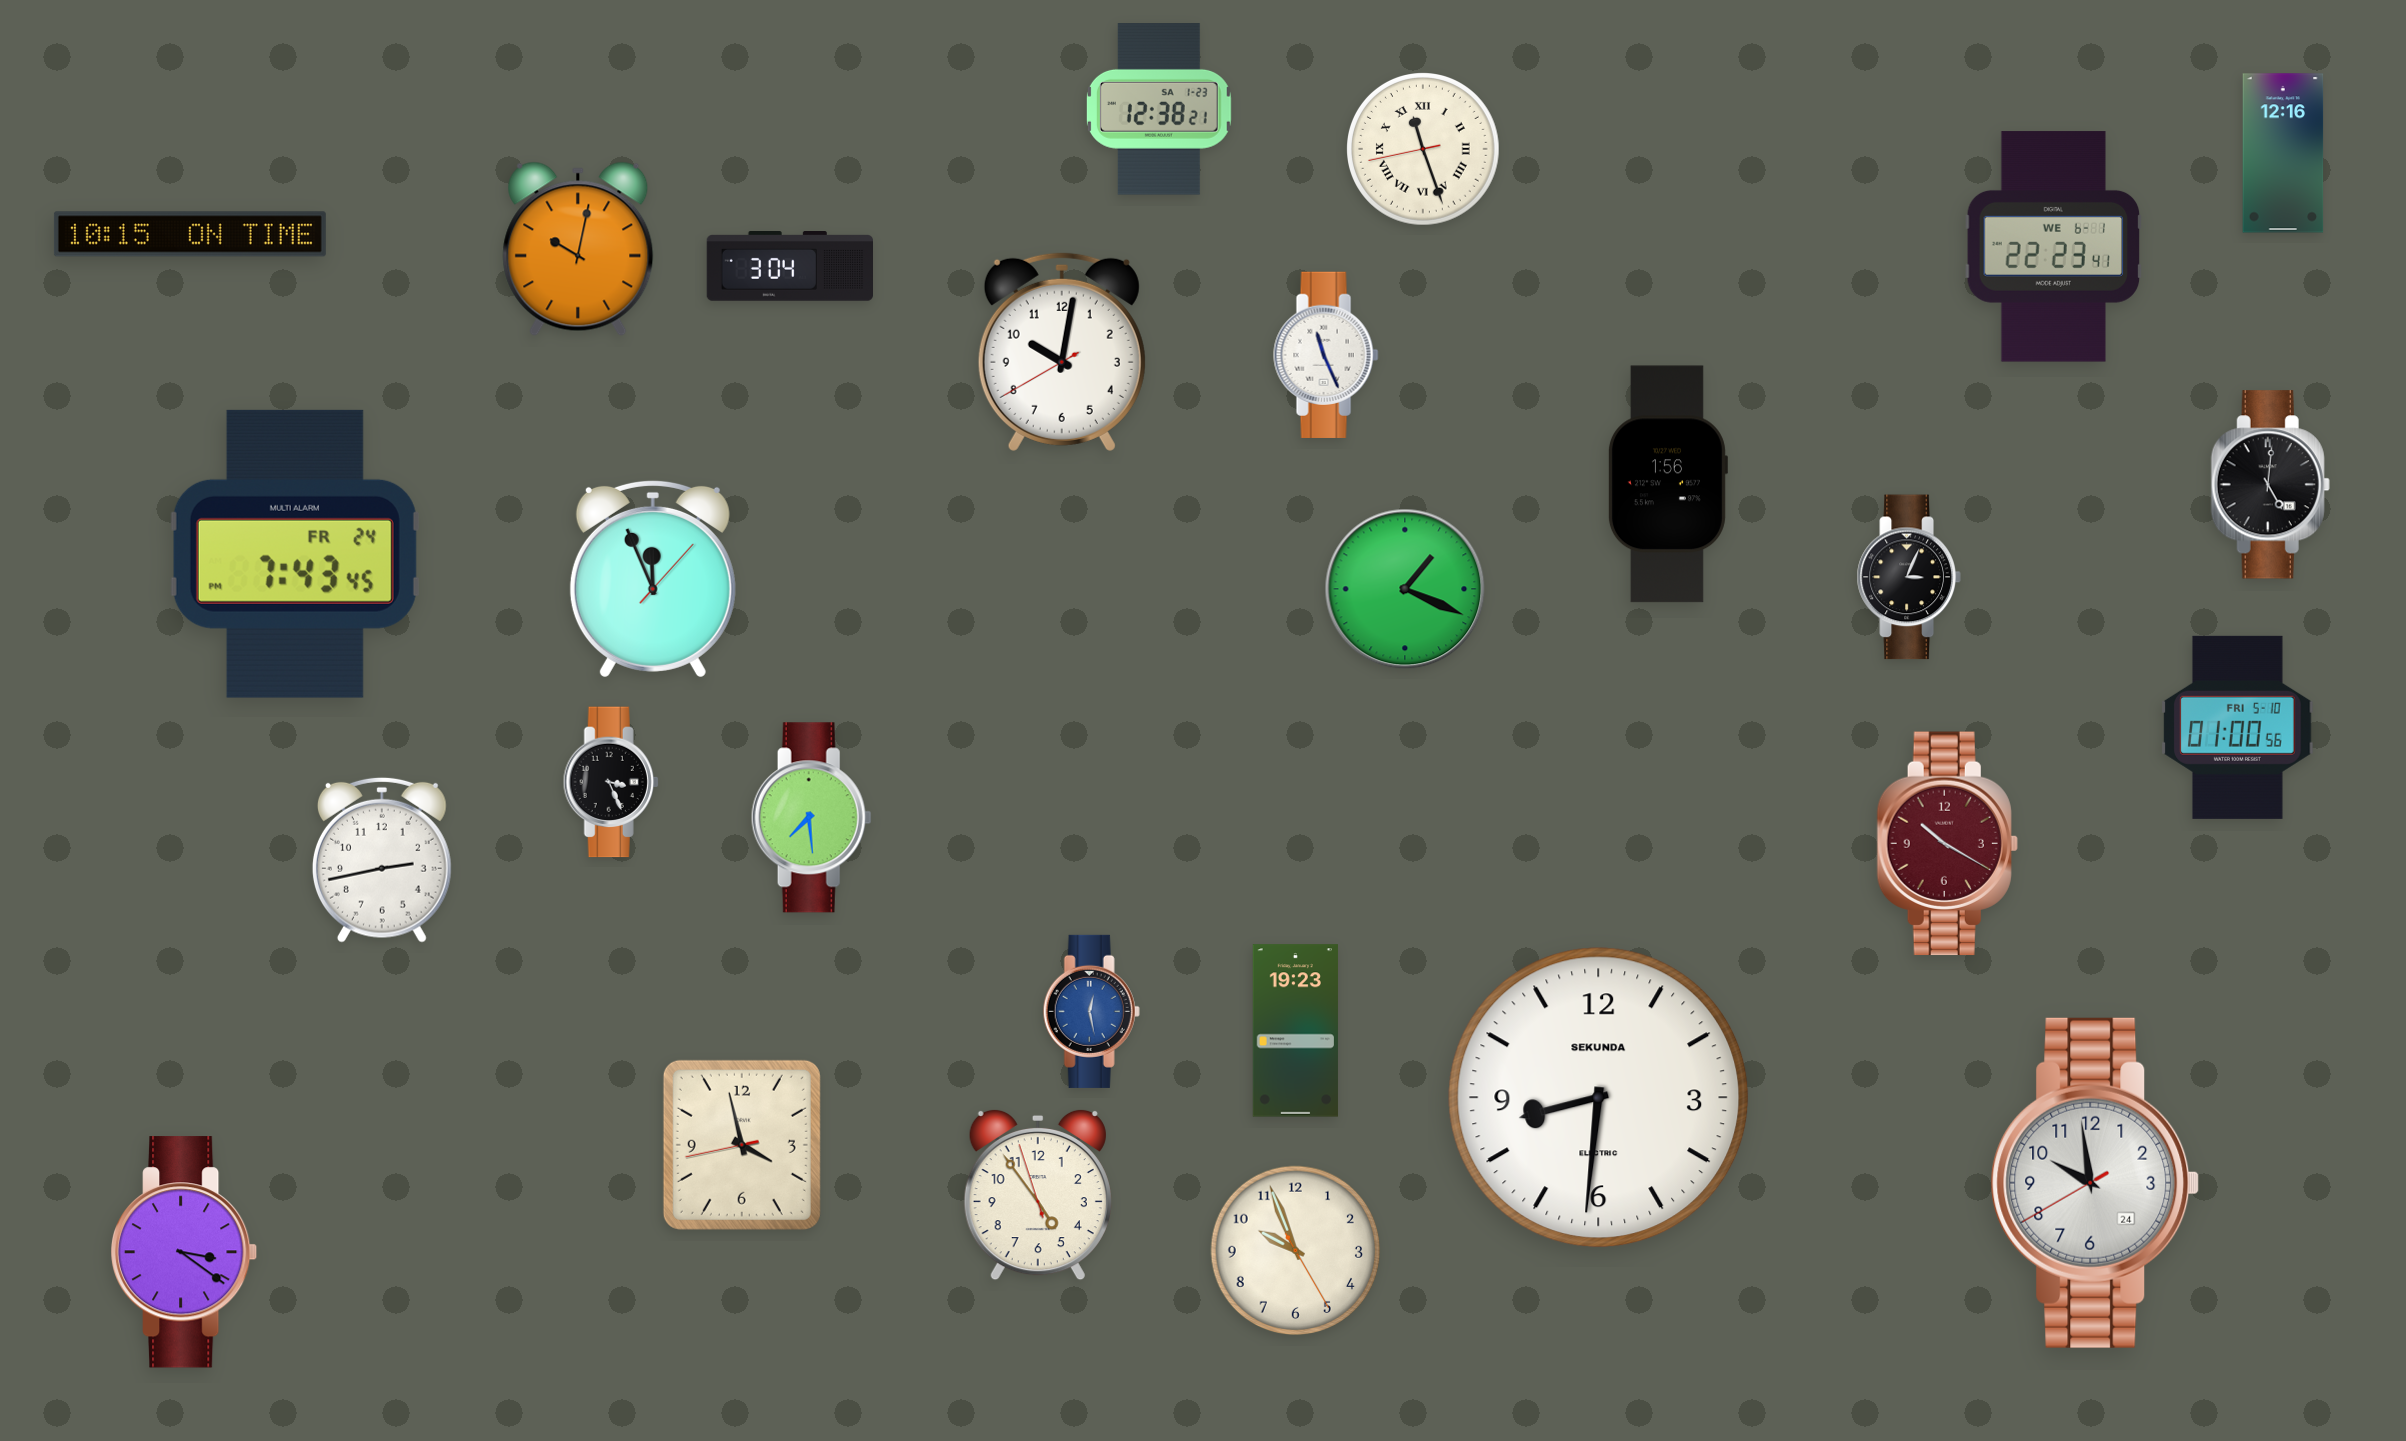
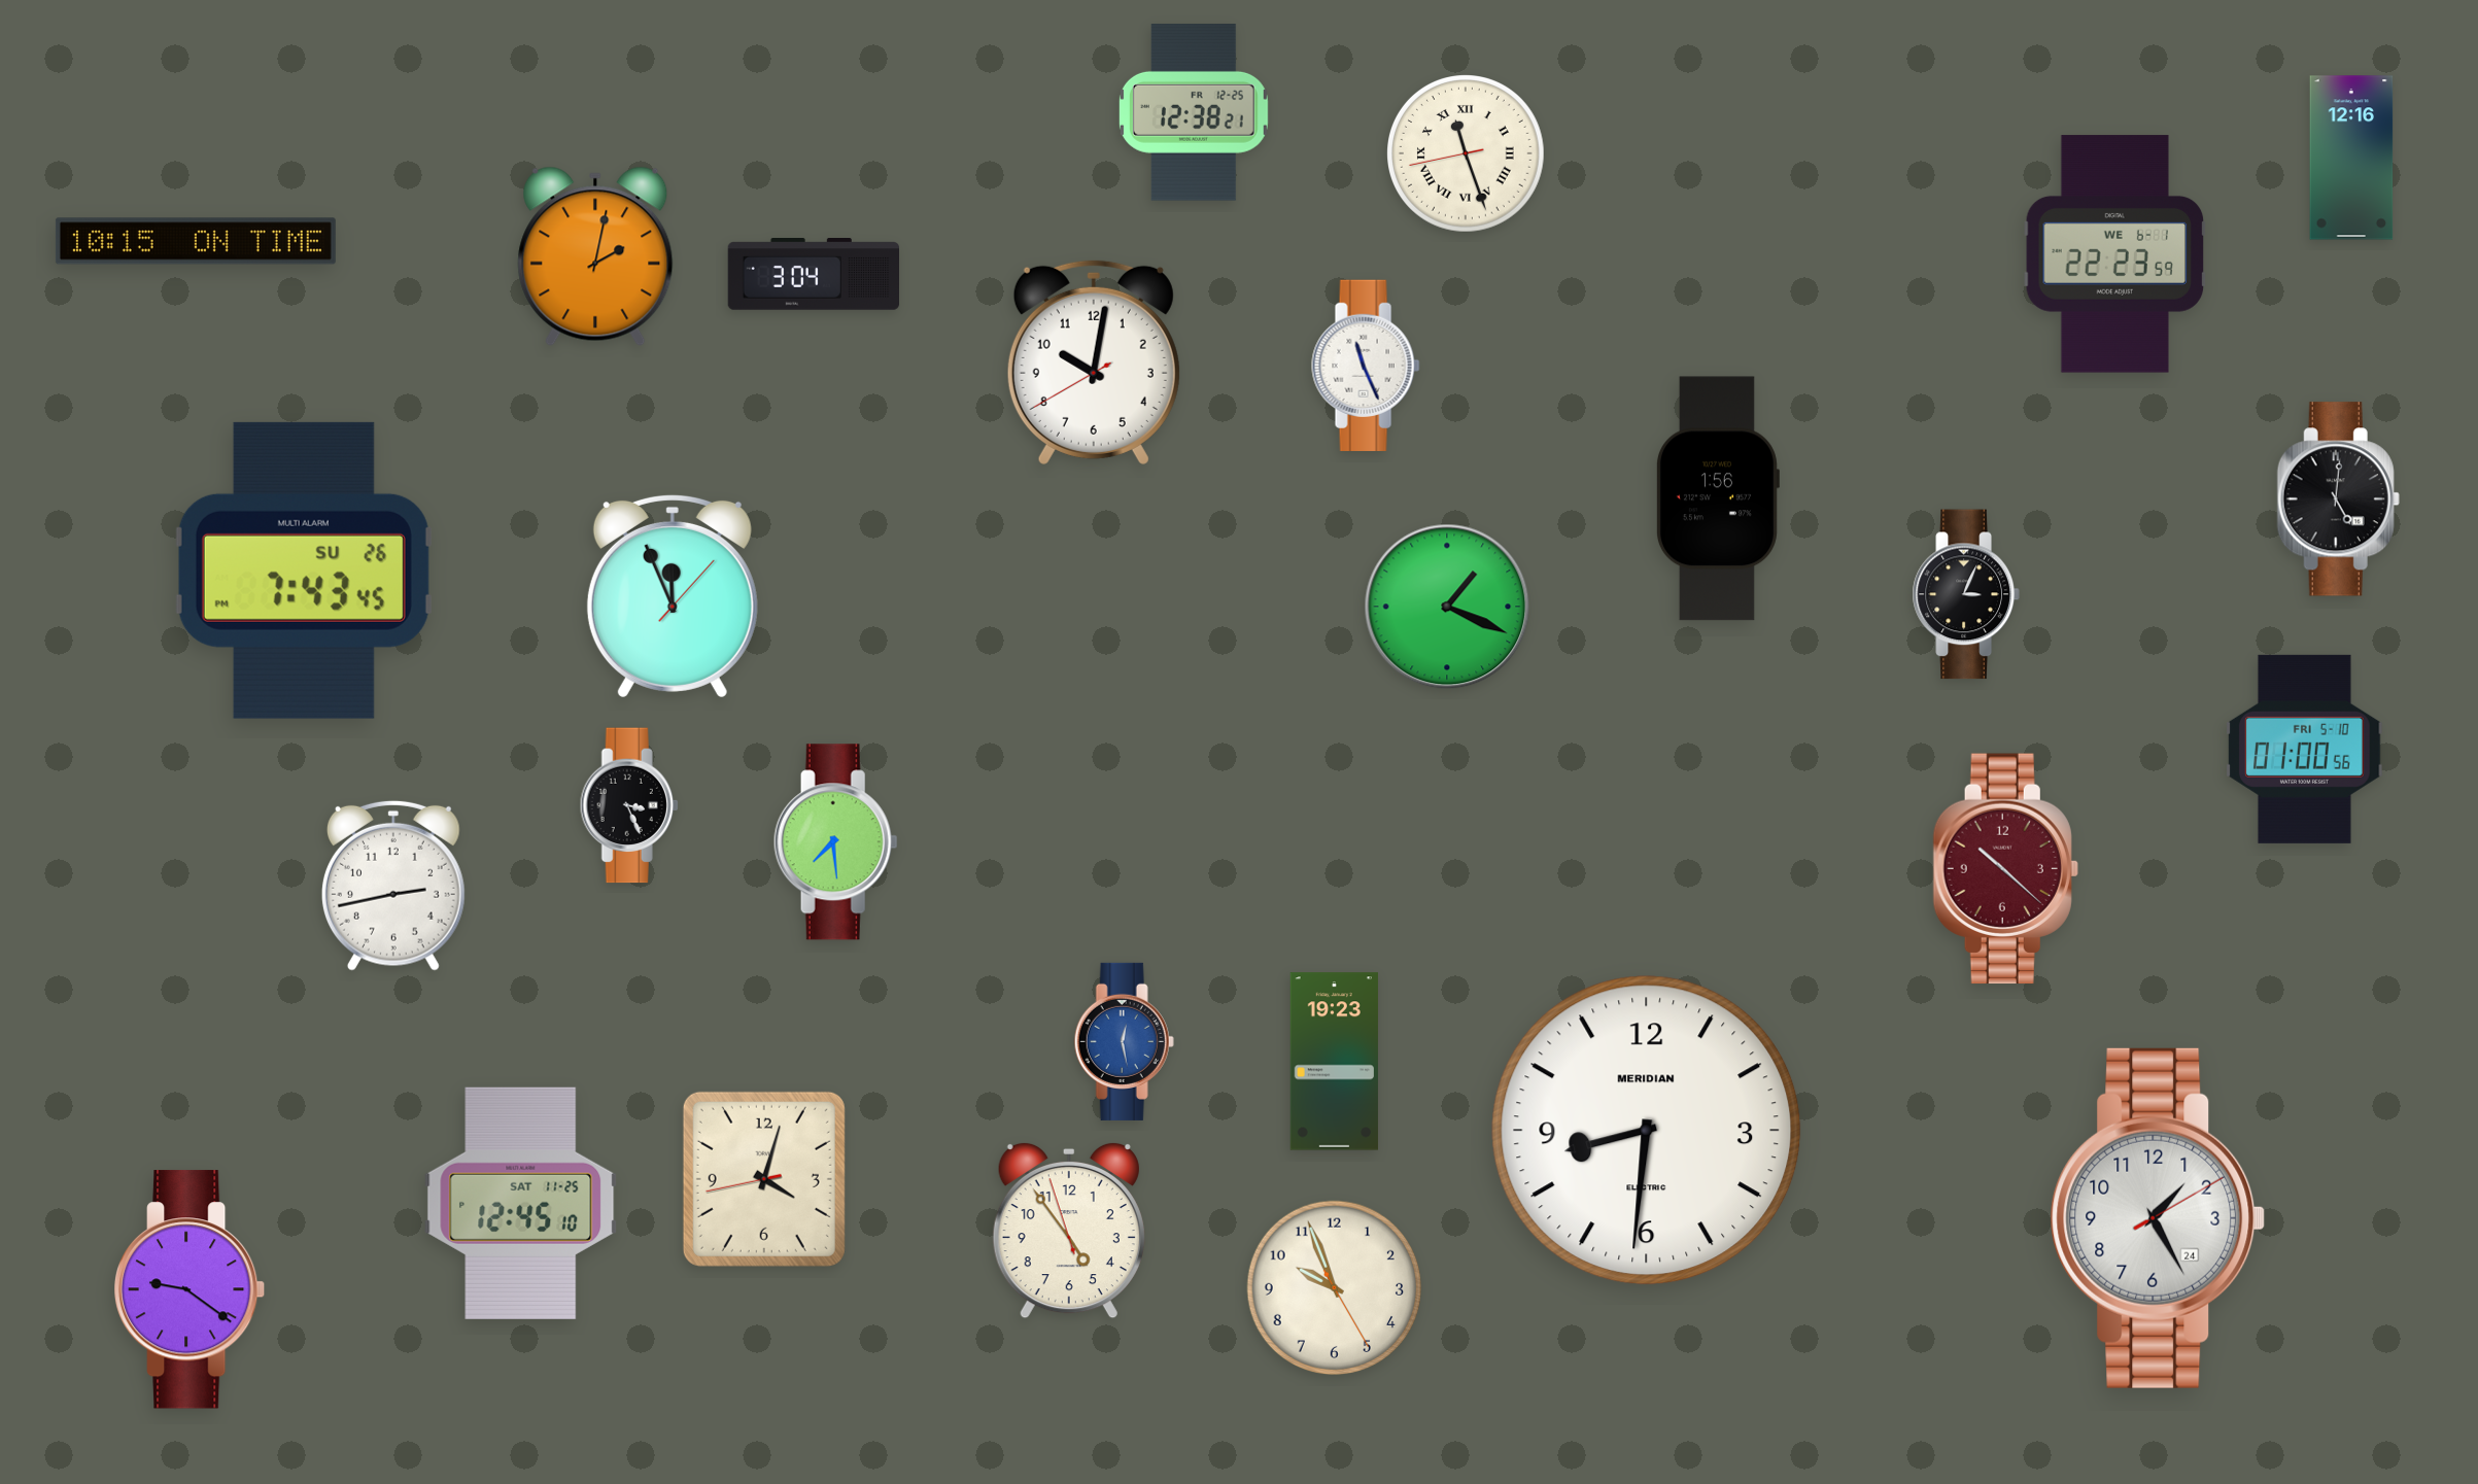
clock at (1159, 109) date: SA 1-23 -> FR 12-25
clock at (2054, 247): 22:23:41 -> 22:23:59
clock at (578, 249): 10:02 -> 2:02
clock at (295, 554) date: FR 24 -> SU 26
clock at (1947, 844): 10:20 -> 10:22
clock at (1599, 1098) brand: SEKUNDA -> MERIDIAN
clock at (742, 1145): 3:57 -> 4:02
clock at (521, 1203): none -> 12:45
clock at (2095, 1183): 9:58 -> 1:25
clock at (185, 1252): 3:21 -> 9:21
